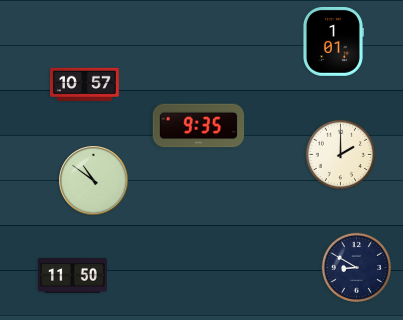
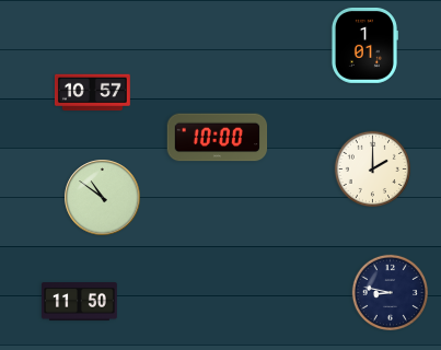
clock at (199, 126): 9:35 -> 10:00
clock at (356, 267): 8:50 -> 8:47
